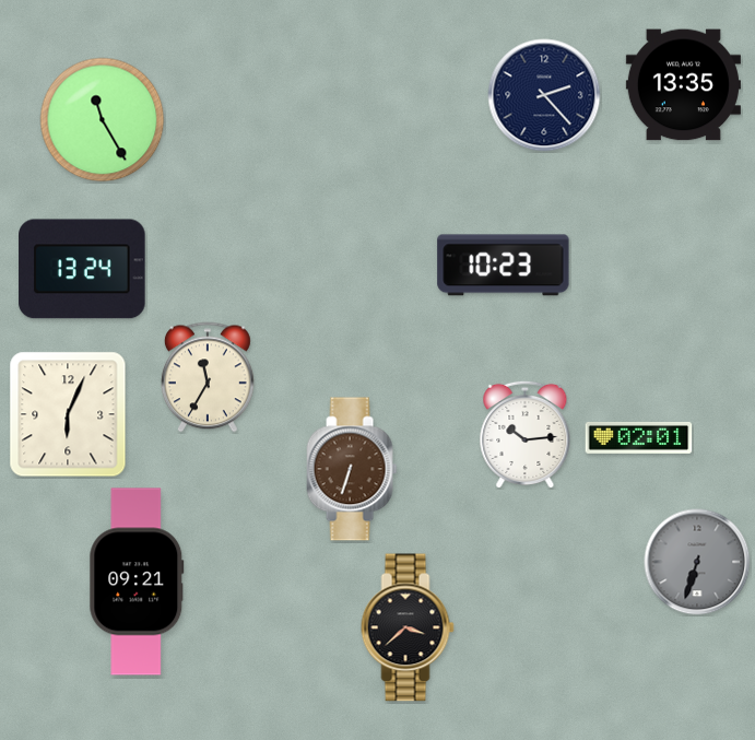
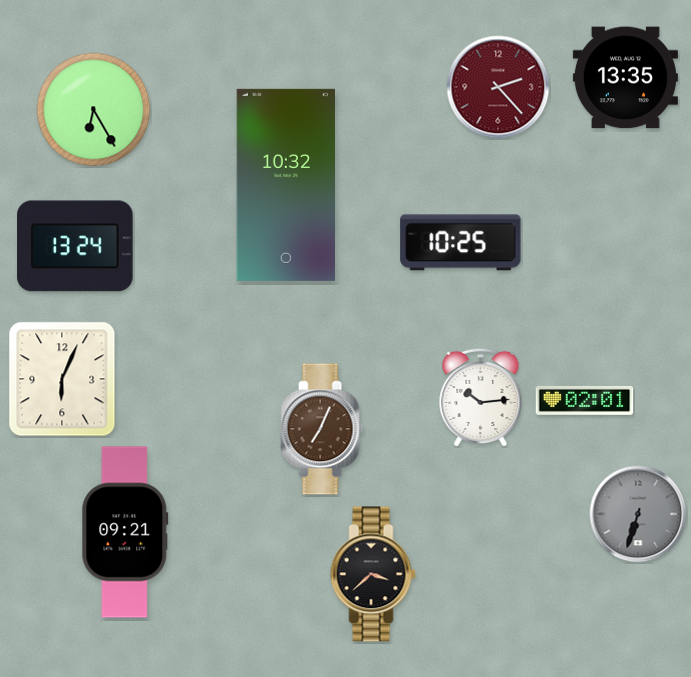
clock at (544, 95) dial: navy -> burgundy
clock at (103, 120): 11:25 -> 6:25
clock at (285, 185): none -> 10:32
clock at (504, 266): 10:23 -> 10:25
clock at (208, 377): 11:35 -> none
clock at (352, 469): 6:33 -> 7:04
